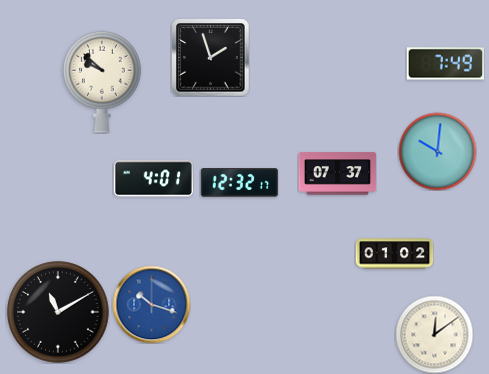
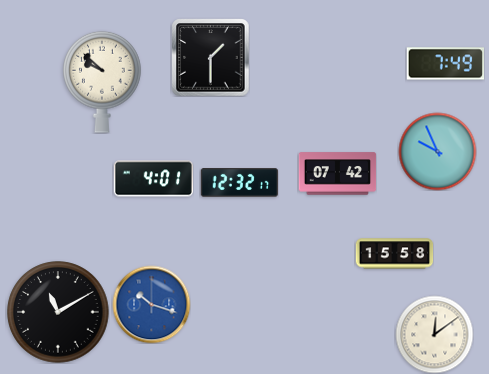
clock at (210, 57): 1:57 -> 1:30
clock at (437, 151): 10:01 -> 9:56
clock at (337, 174): 07:37 -> 07:42
clock at (394, 254): 01:02 -> 15:58
